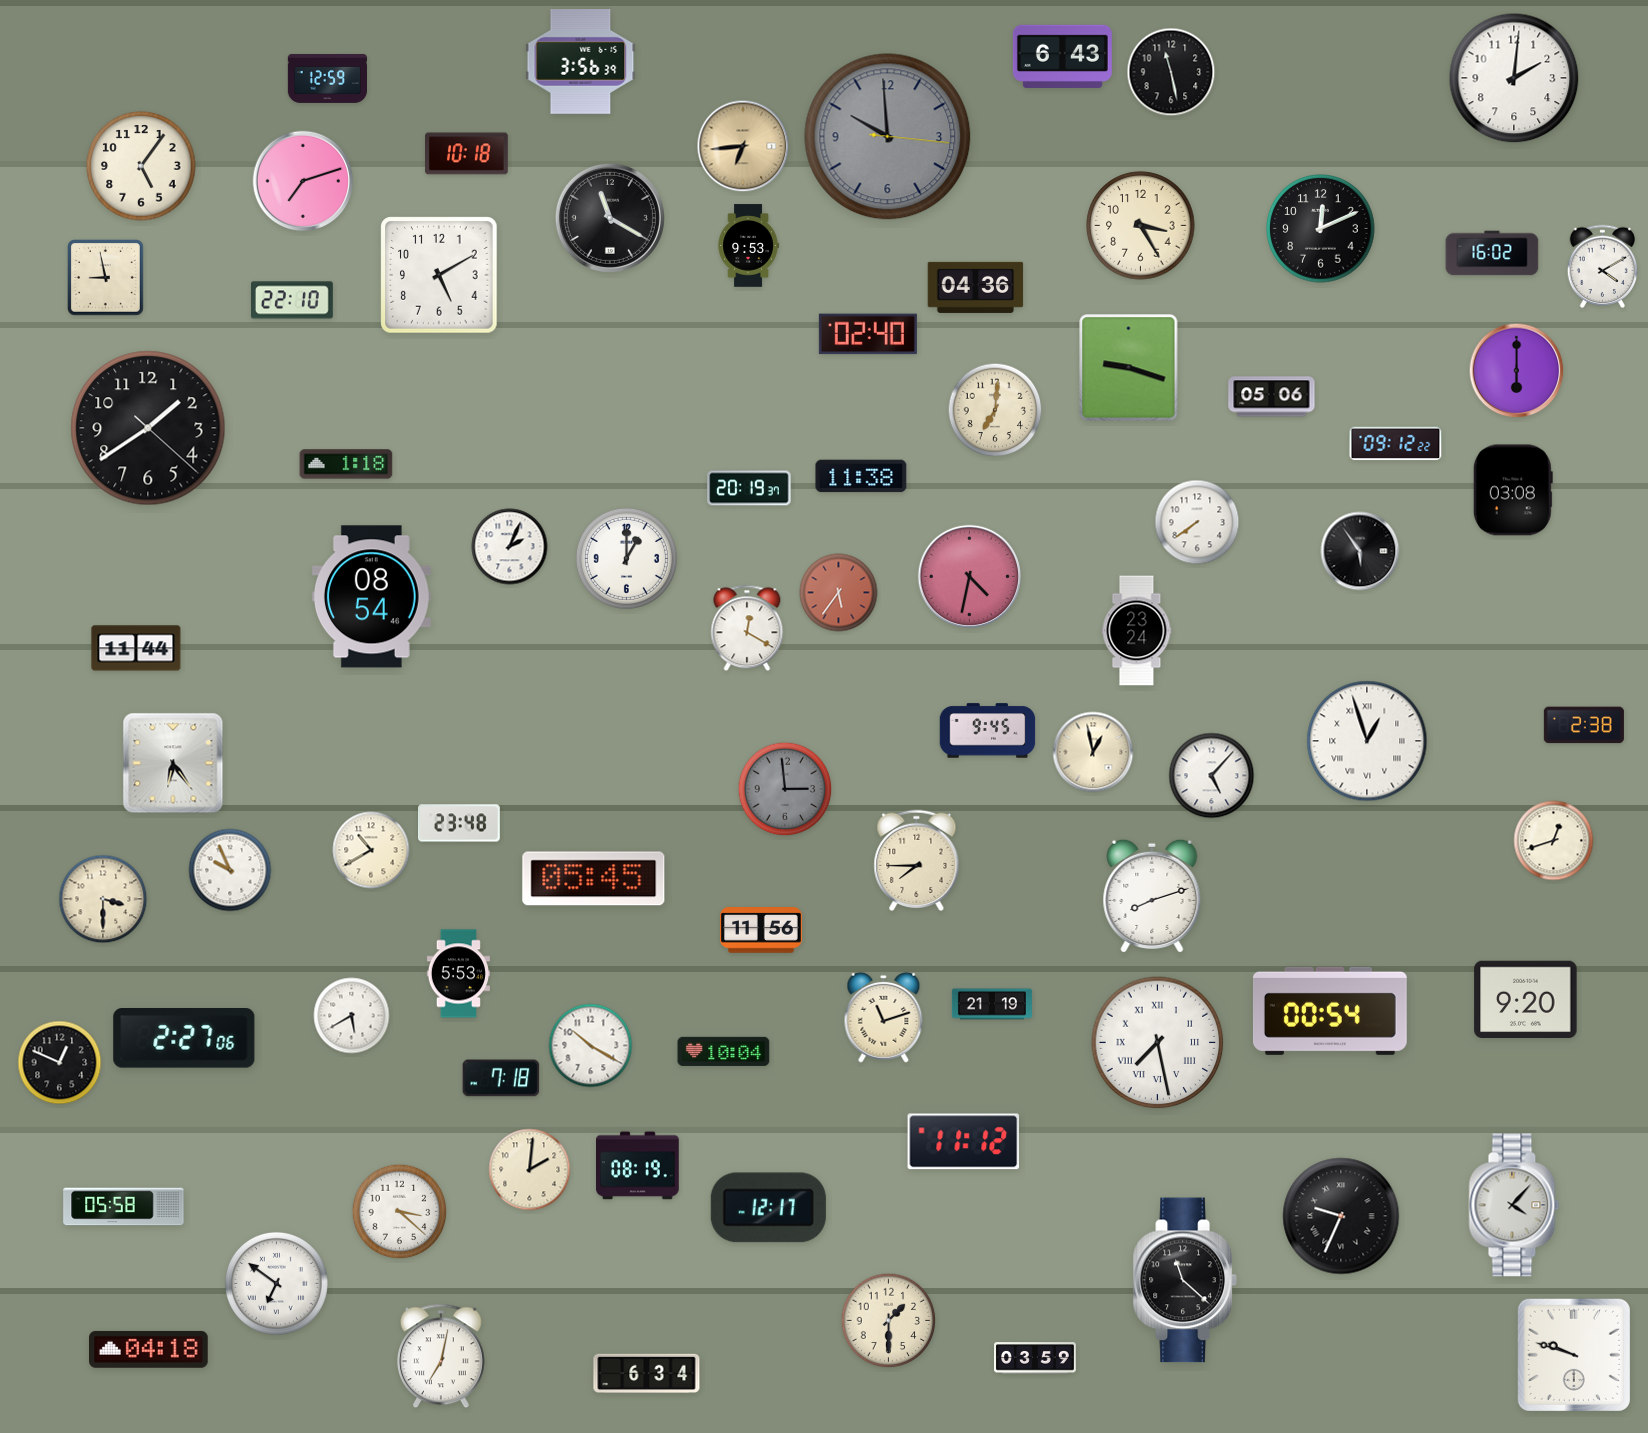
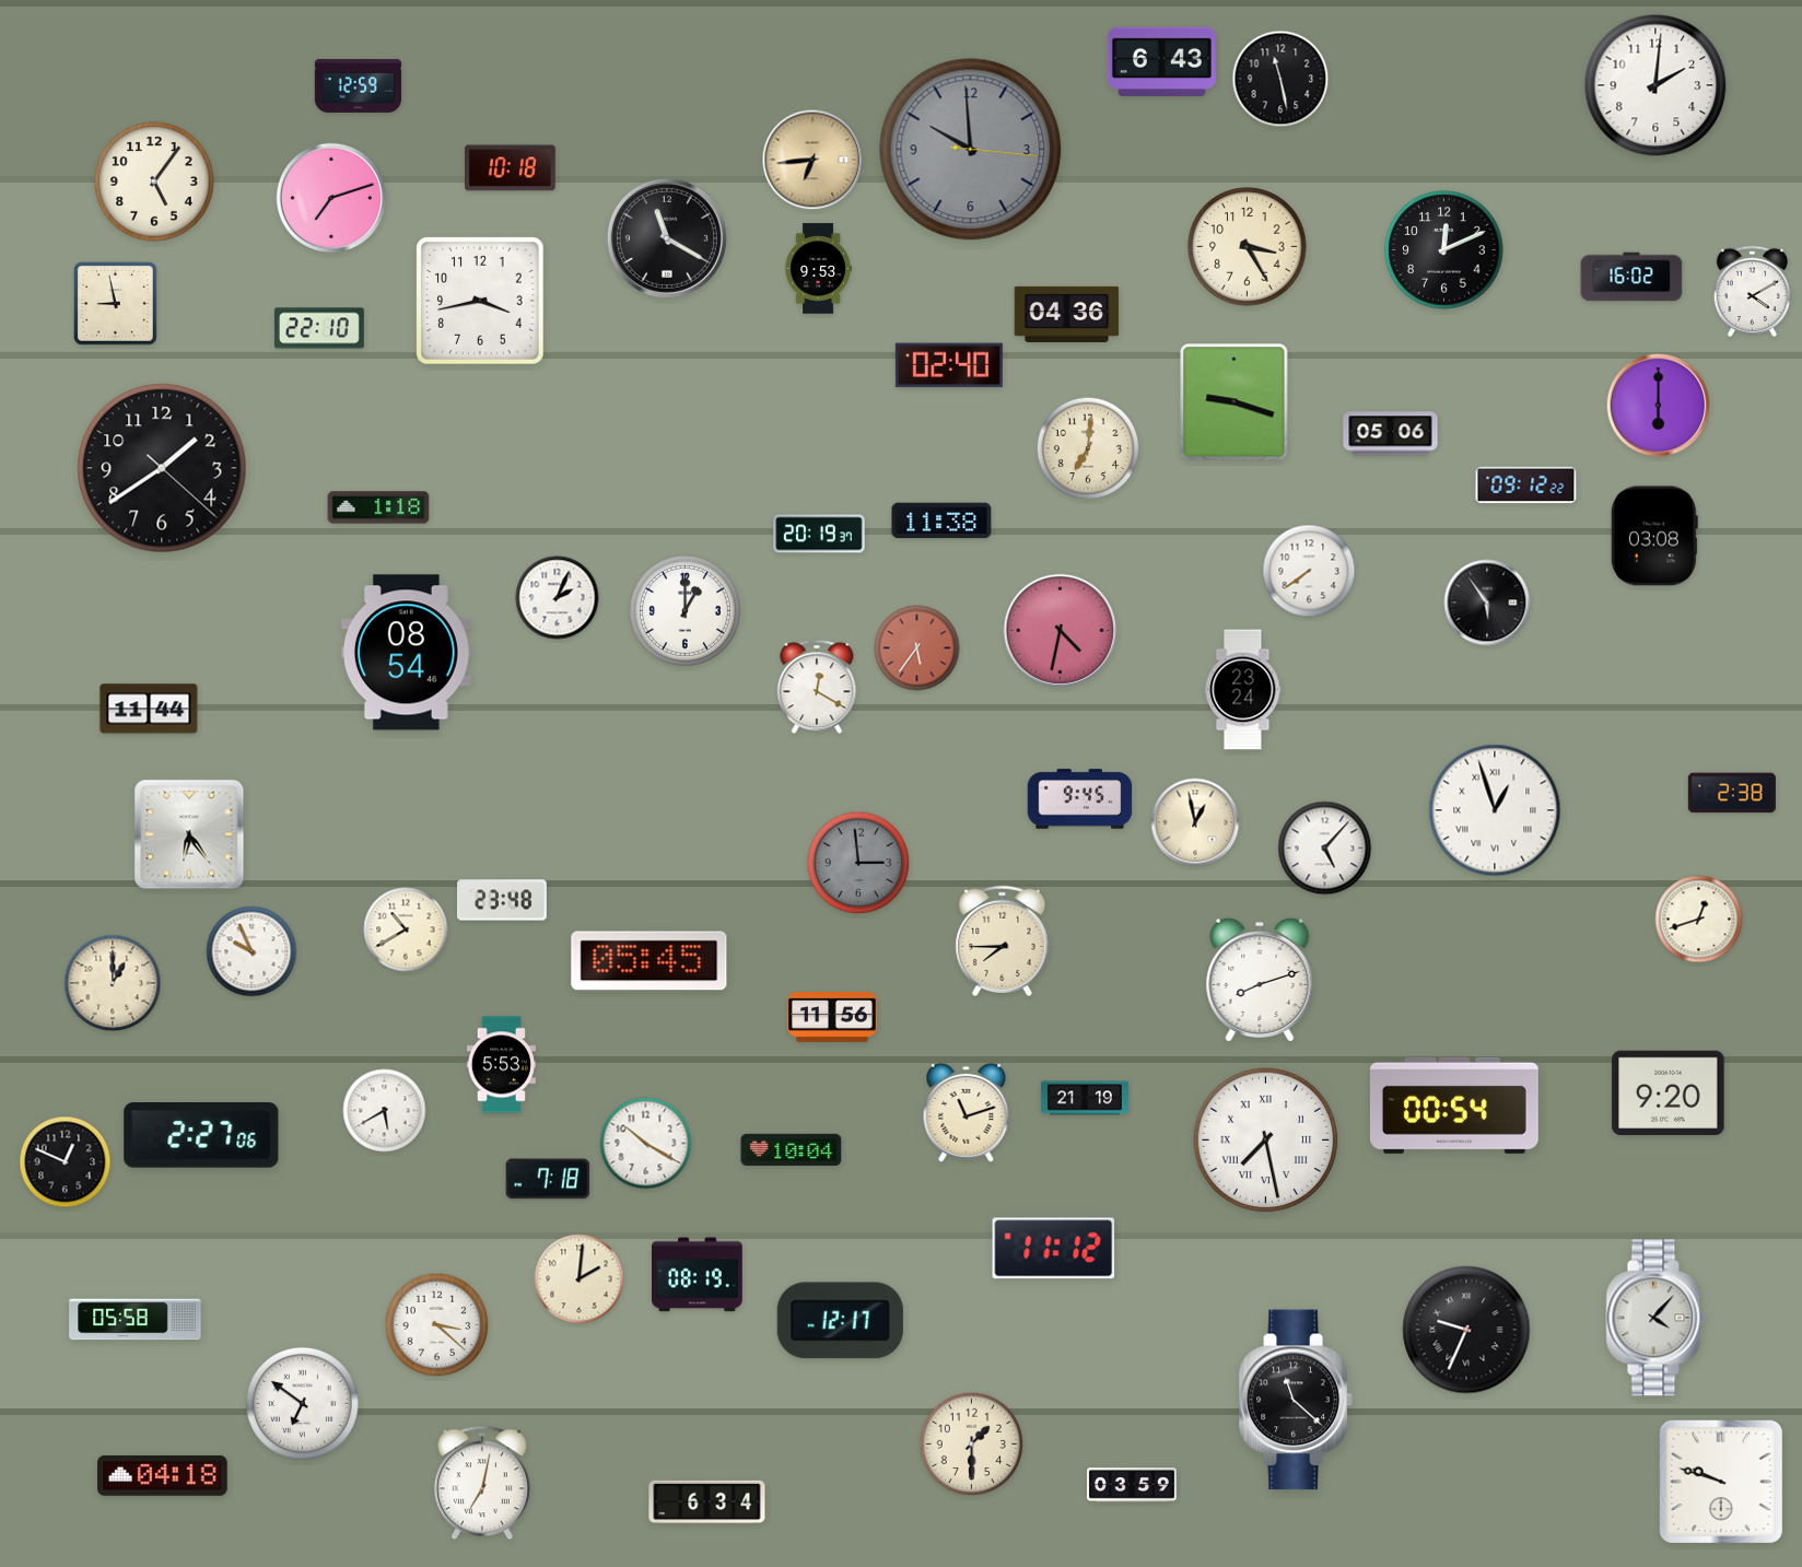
clock at (581, 62): 3:56 -> none
clock at (439, 275): 5:10 -> 3:43
clock at (103, 899): 3:30 -> 1:00
